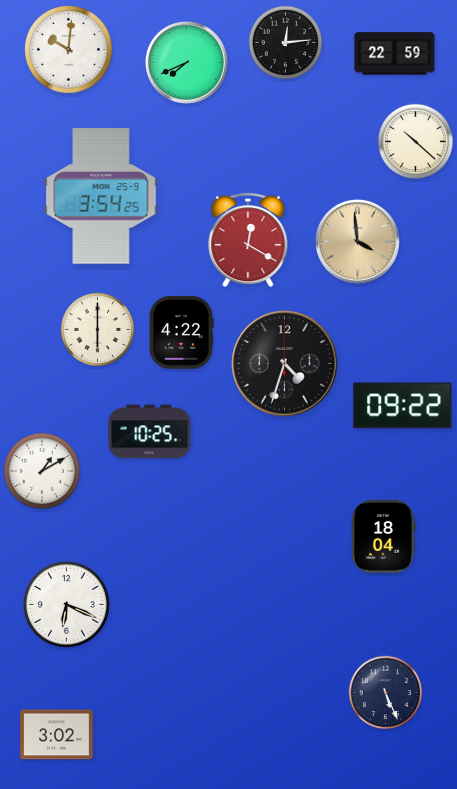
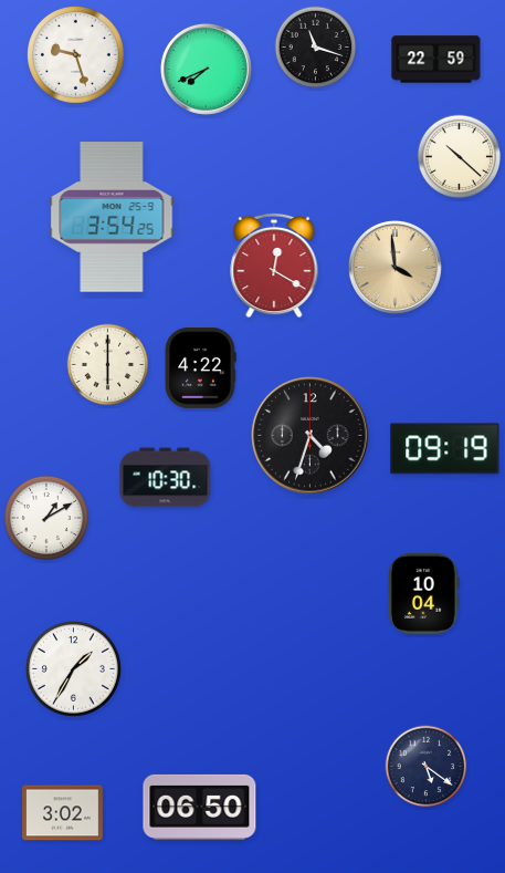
clock at (286, 43): 12:14 -> 11:18
clock at (69, 50): 10:01 -> 9:27
clock at (285, 364) position: (285, 364) -> (311, 436)
clock at (403, 406): 09:22 -> 09:19
clock at (150, 432): 10:25 -> 10:30
clock at (42, 471) position: (42, 471) -> (46, 518)
clock at (384, 537): 18:04 -> 10:04
clock at (66, 604): 6:19 -> 1:35
clock at (386, 693): 5:26 -> 5:21
clock at (200, 807): none -> 06:50
